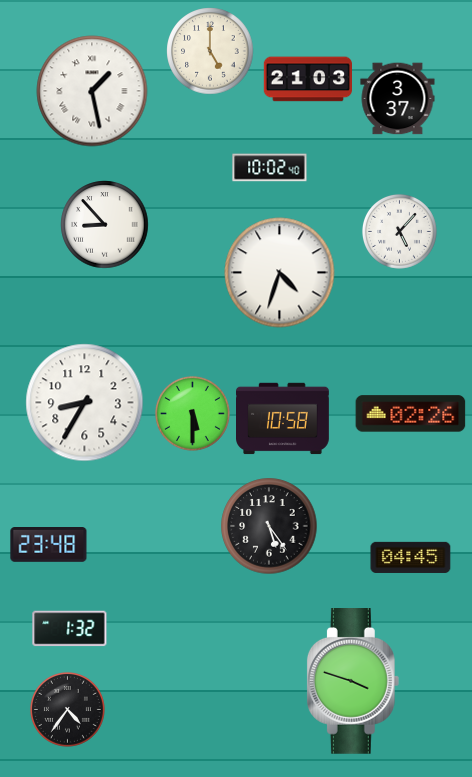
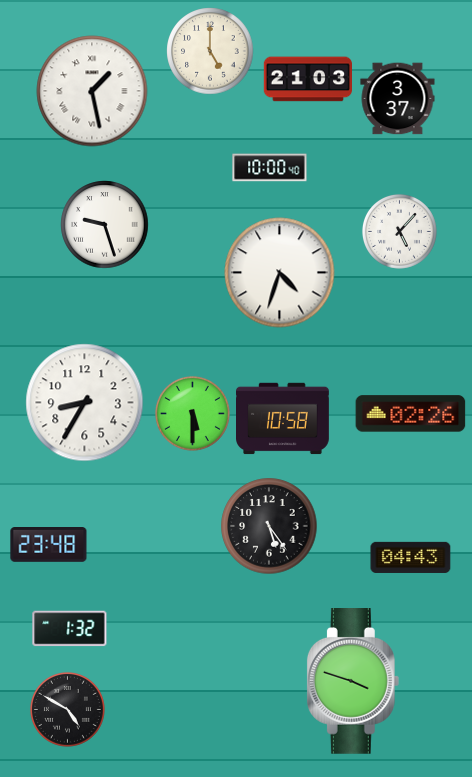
clock at (270, 168): 10:02 -> 10:00
clock at (105, 225): 8:53 -> 9:27
clock at (411, 557): 04:45 -> 04:43
clock at (67, 709): 4:36 -> 4:50
